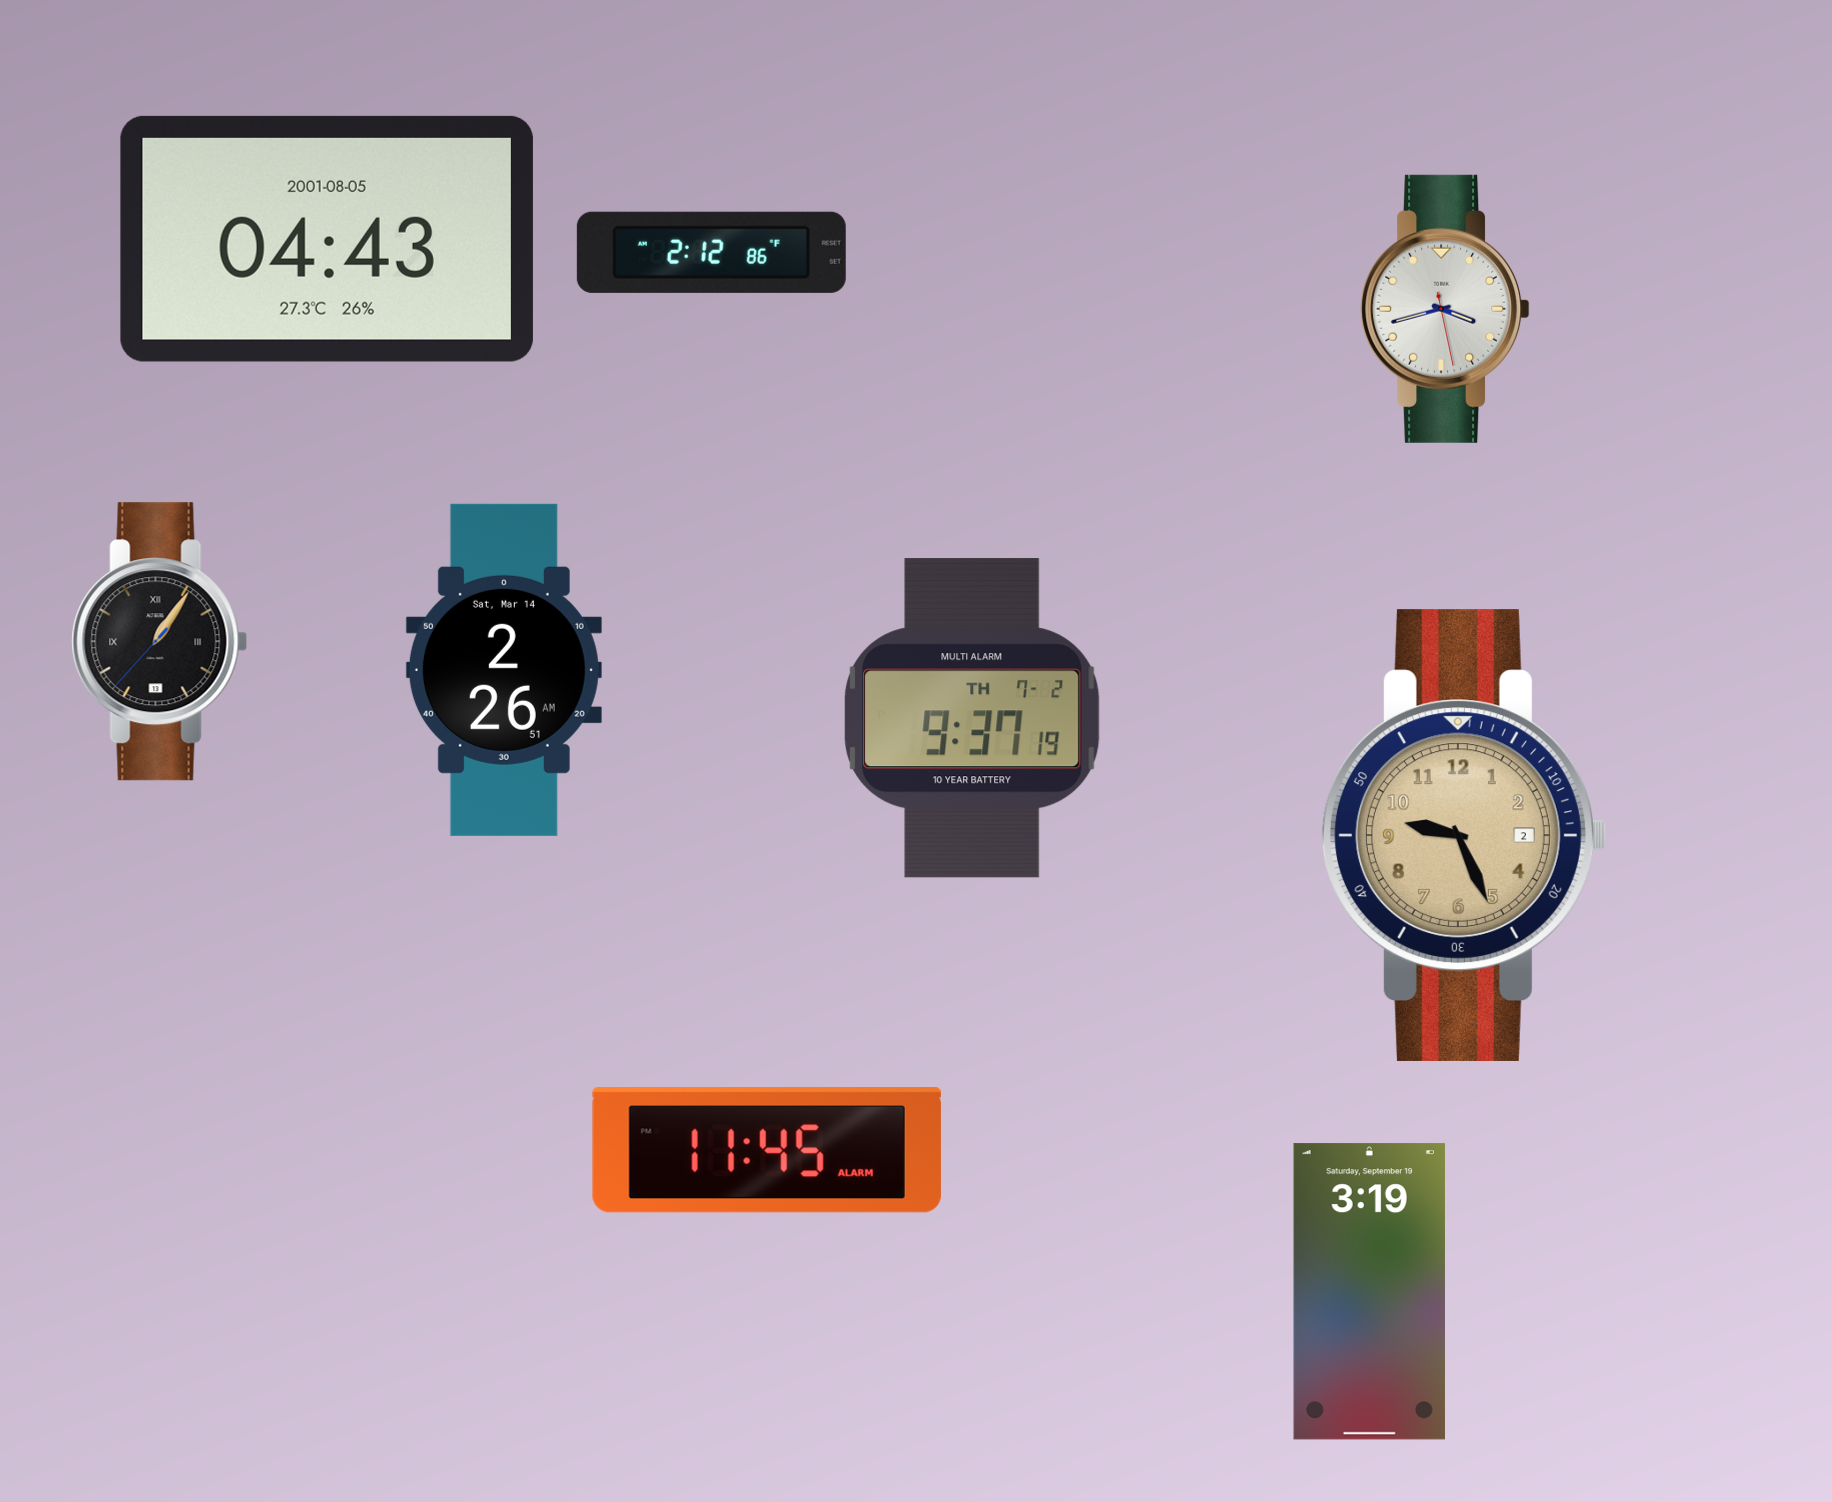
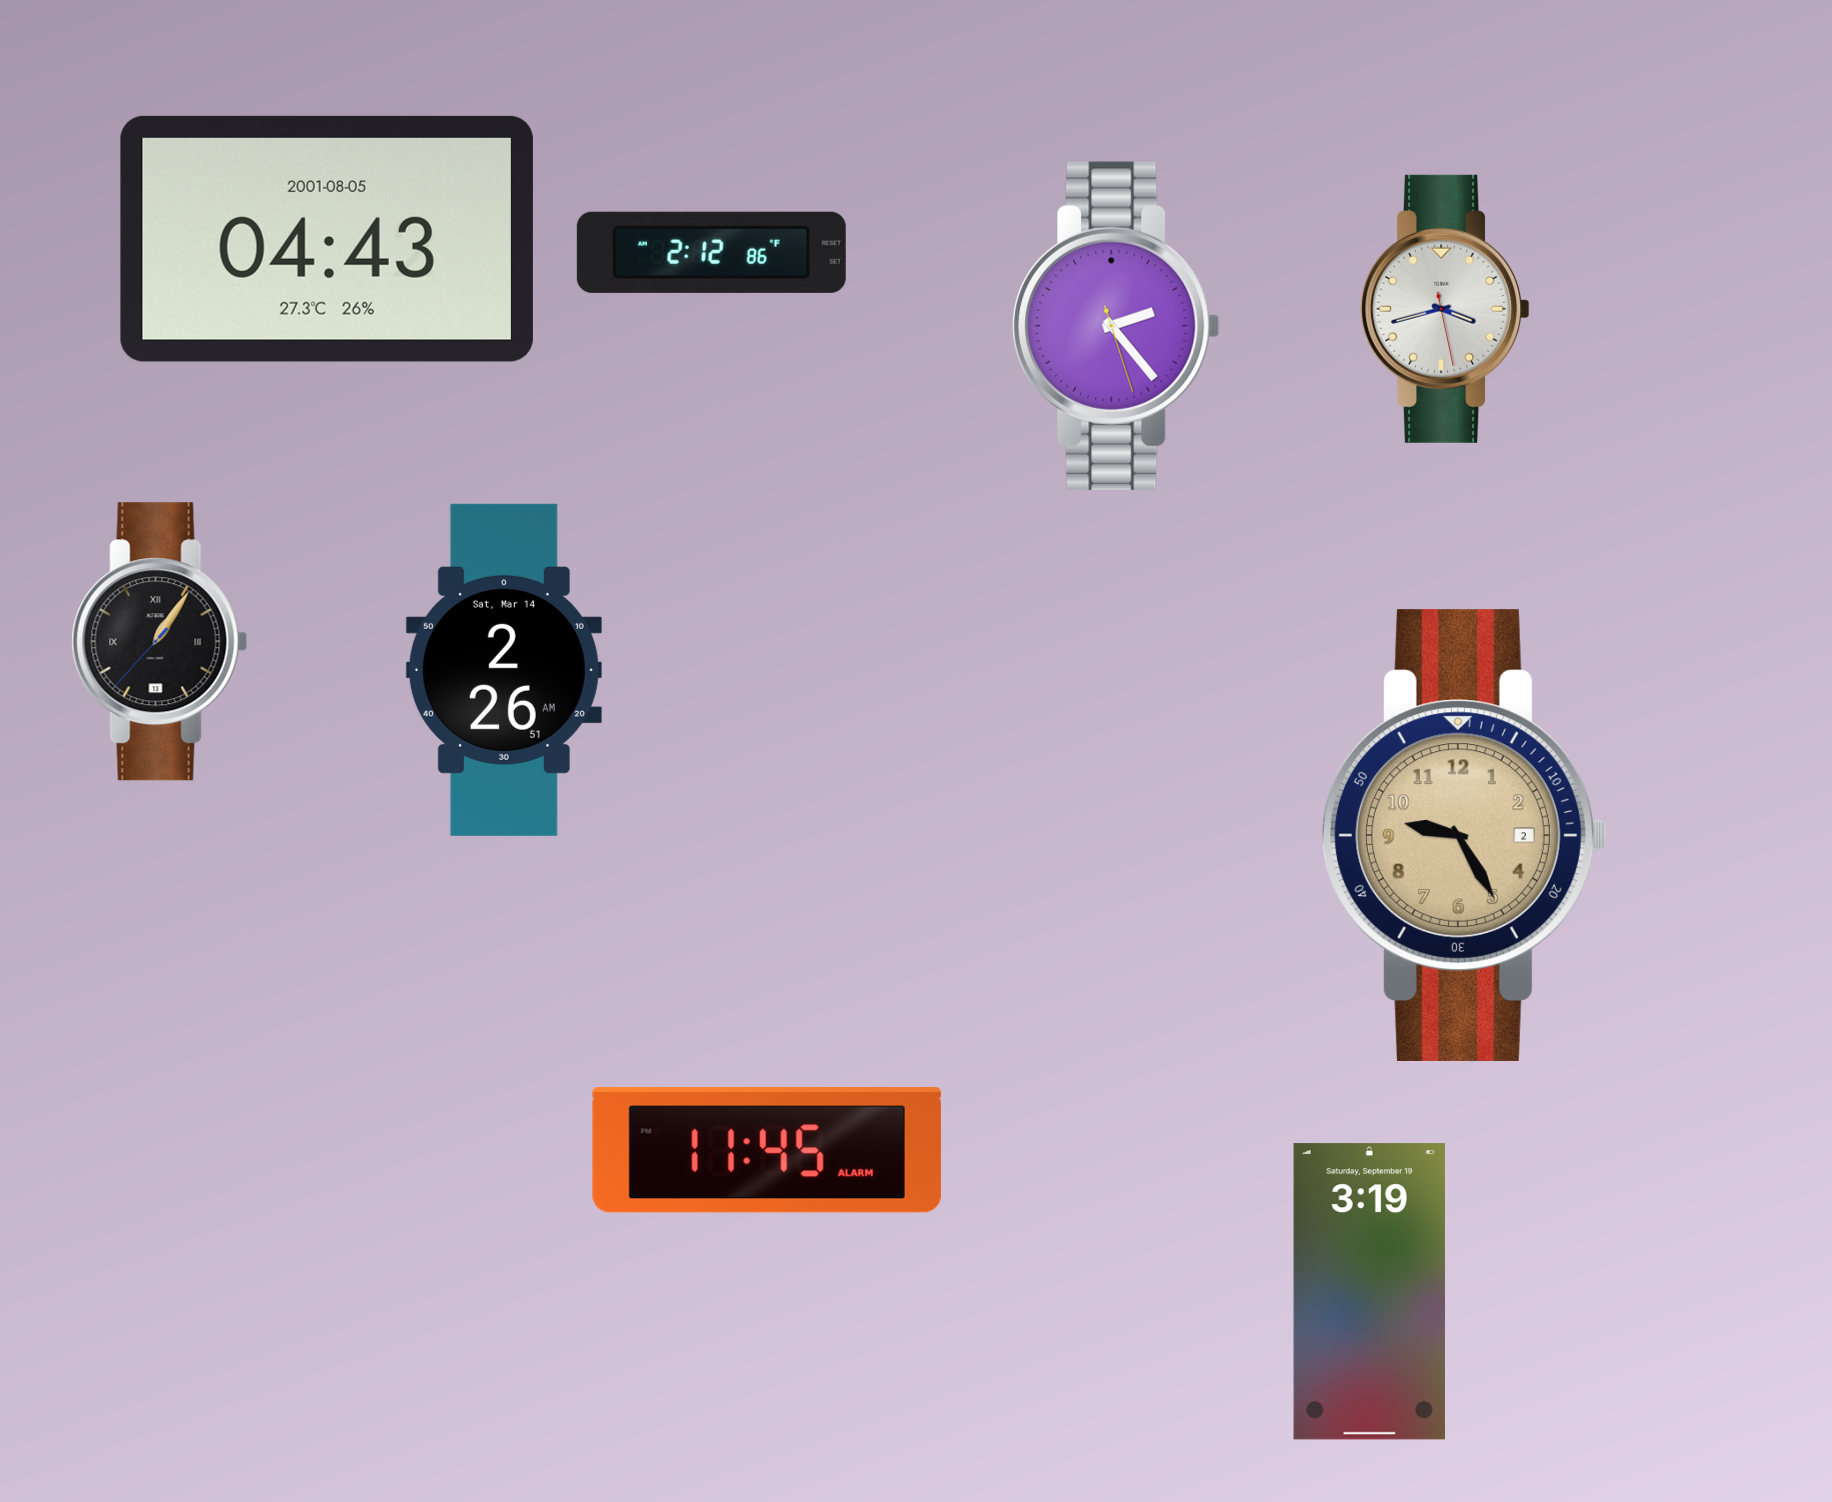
clock at (1116, 326): none -> 2:23
clock at (972, 718): 9:37 -> none
clock at (1464, 835): 9:26 -> 9:25
